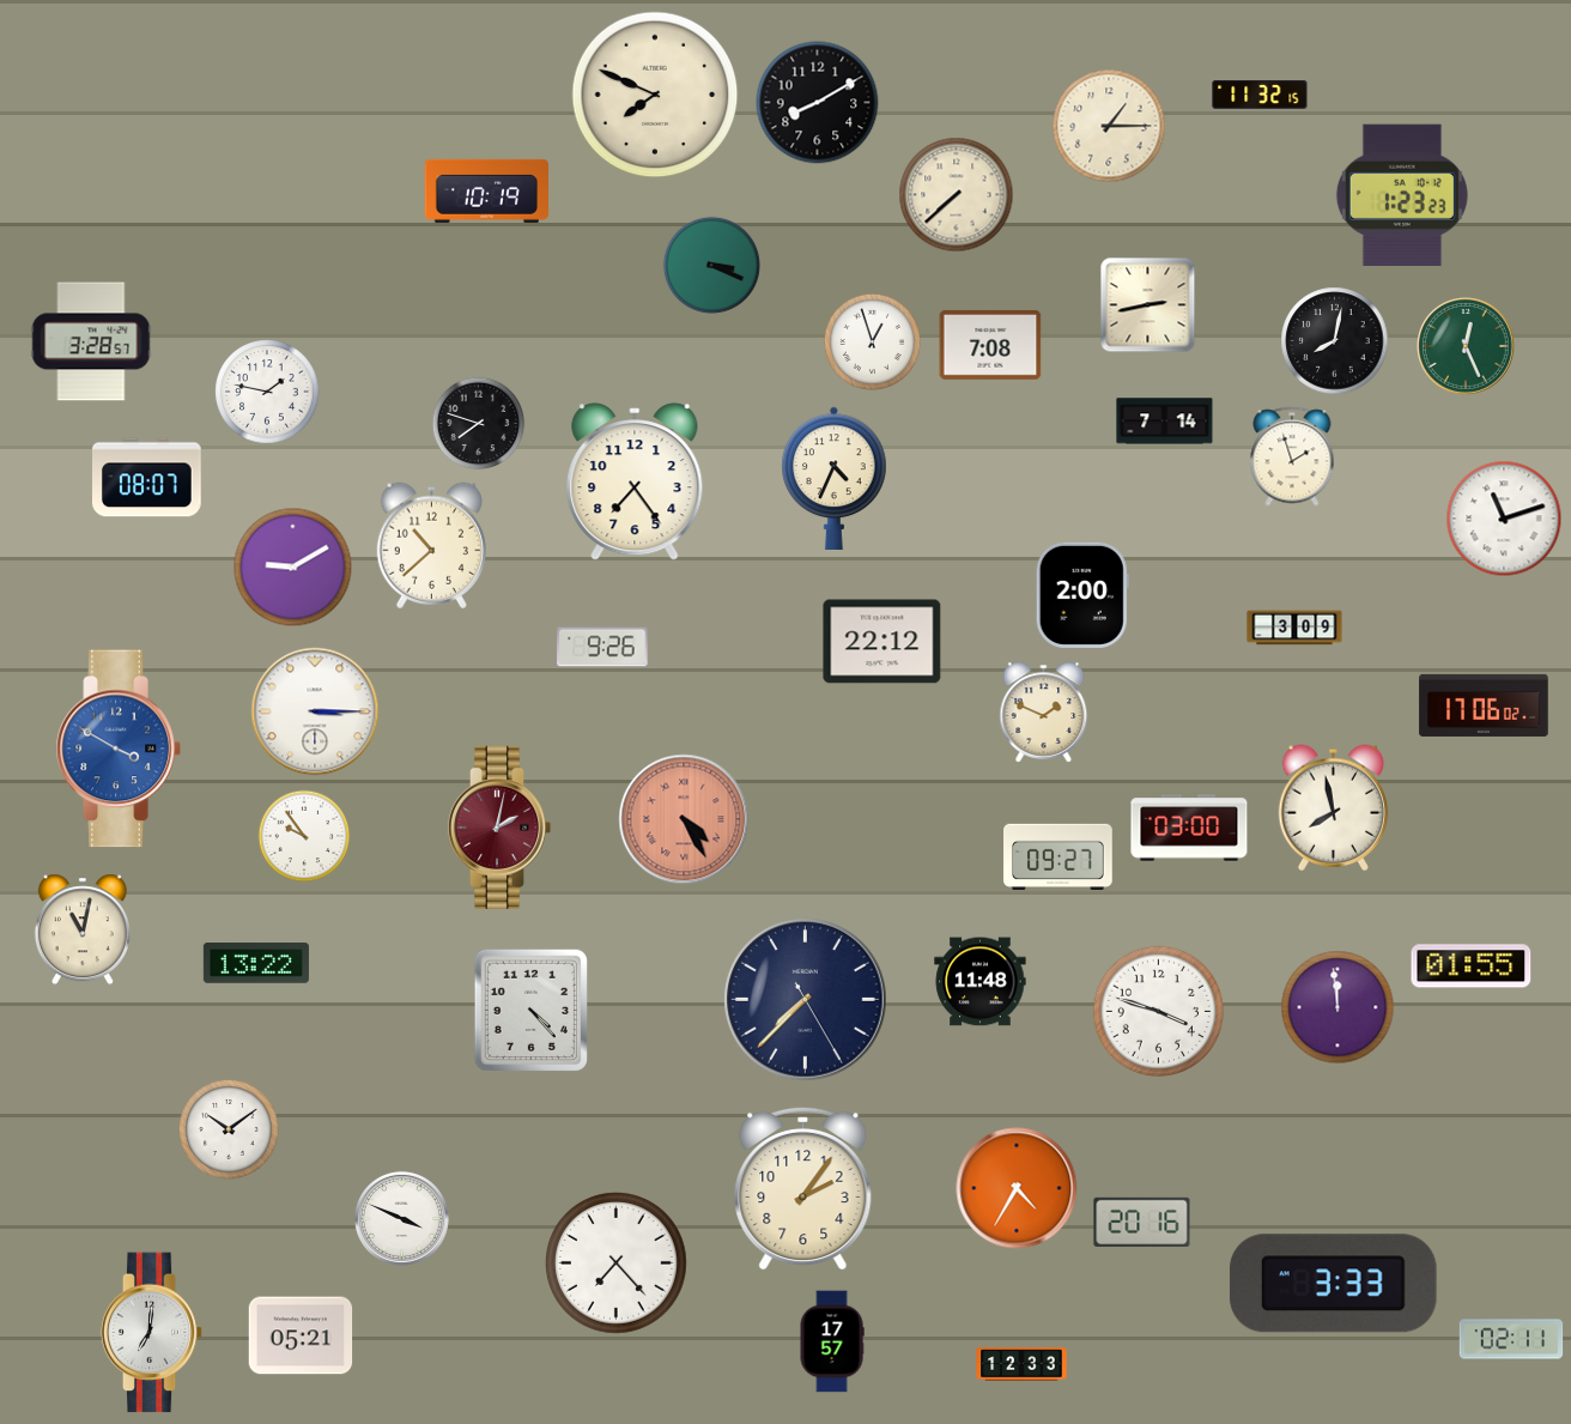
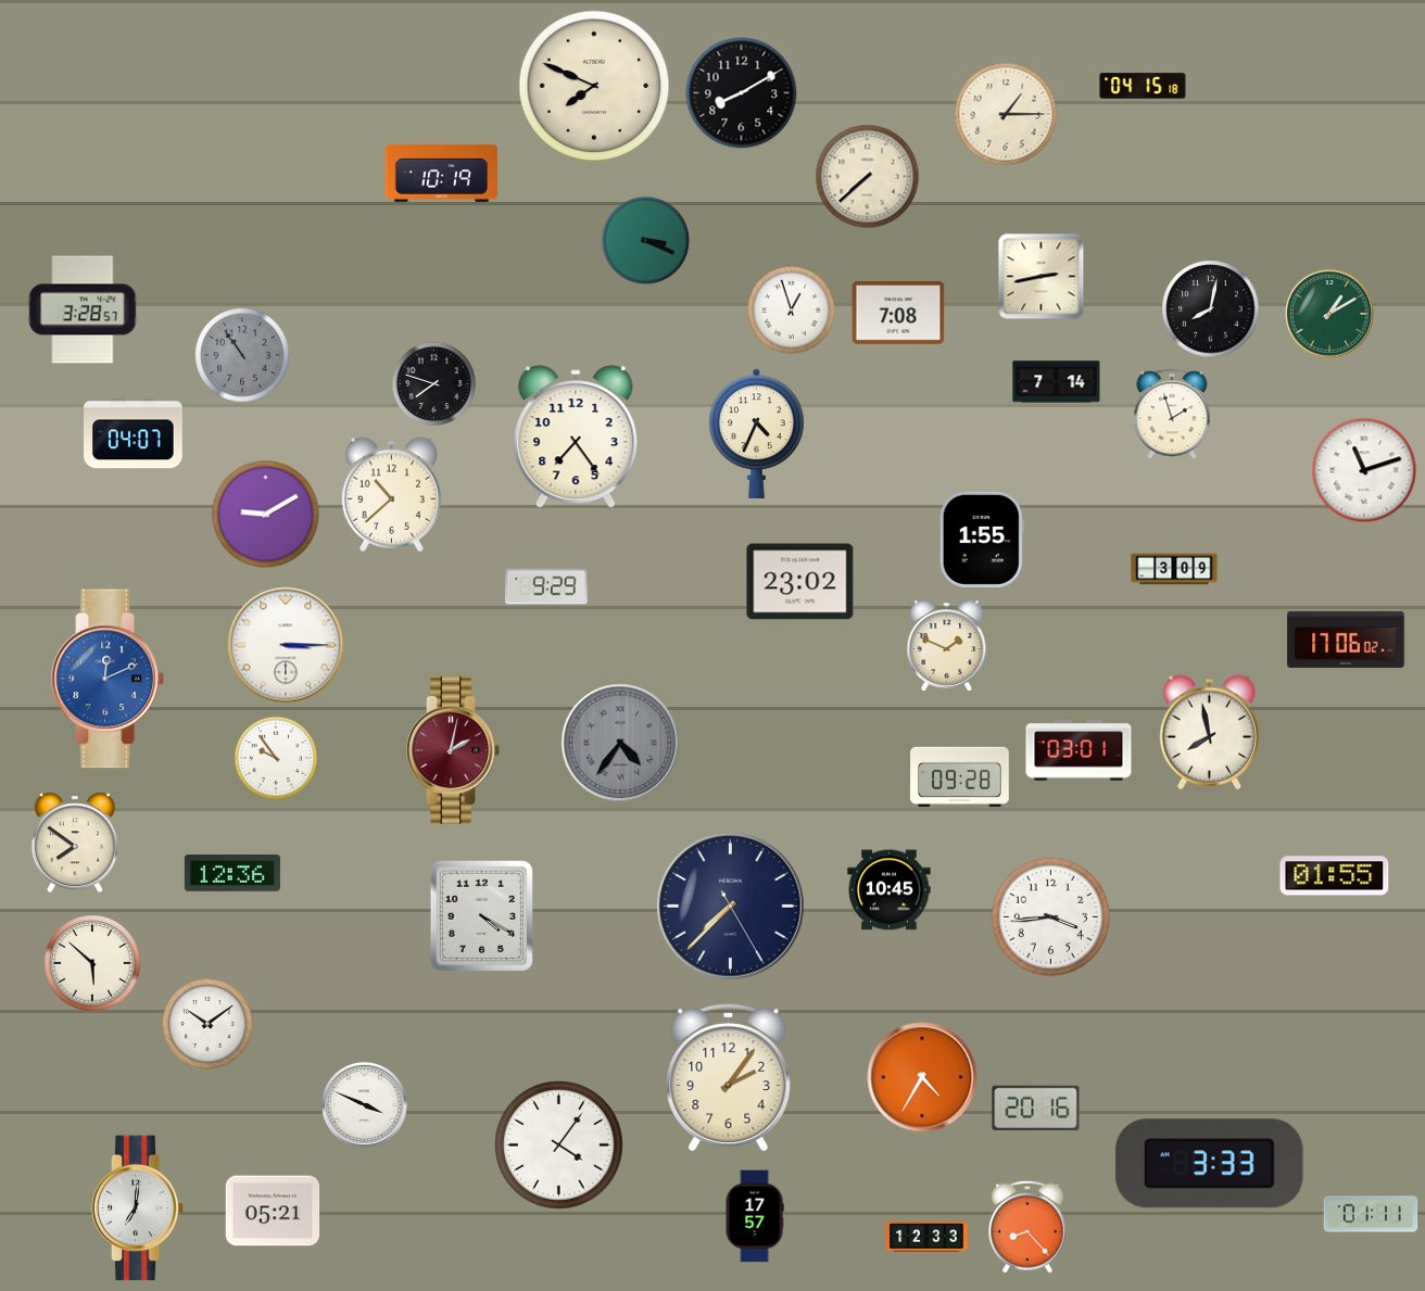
clock at (1260, 95): 11:32 -> 04:15
clock at (1402, 194): 1:23 -> none
clock at (1467, 347): 12:26 -> 1:10
clock at (267, 392): 1:47 -> 10:54
clock at (267, 392) dial: white -> grey
clock at (147, 478): 08:07 -> 04:07
clock at (1082, 595): 2:00 -> 1:55
clock at (882, 642): 22:12 -> 23:02
clock at (602, 647): 9:26 -> 9:29
clock at (119, 749): 3:50 -> 12:11
clock at (684, 819): 4:25 -> 4:36
clock at (684, 819) dial: salmon -> grey
clock at (1189, 828): 03:00 -> 03:01
clock at (1059, 856): 09:27 -> 09:28
clock at (83, 929): 11:02 -> 7:51
clock at (256, 963): 13:22 -> 12:36
clock at (981, 982): 11:48 -> 10:45
clock at (1338, 1007): 11:59 -> none
clock at (530, 1010): 4:23 -> 4:20
clock at (1159, 1012): 3:48 -> 3:44
clock at (92, 963): none -> 5:52
clock at (617, 1264): 7:23 -> 4:06
clock at (1511, 1339): 02:11 -> 01:11
clock at (1029, 1227): none -> 8:23
